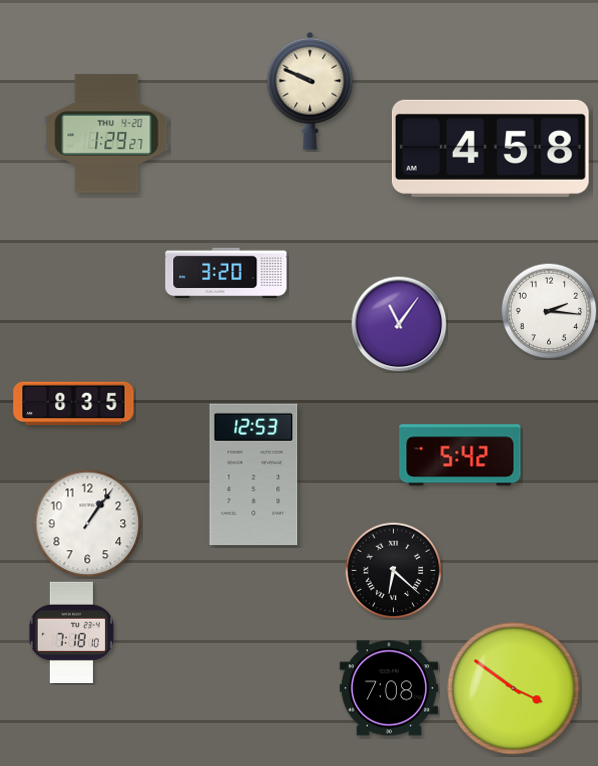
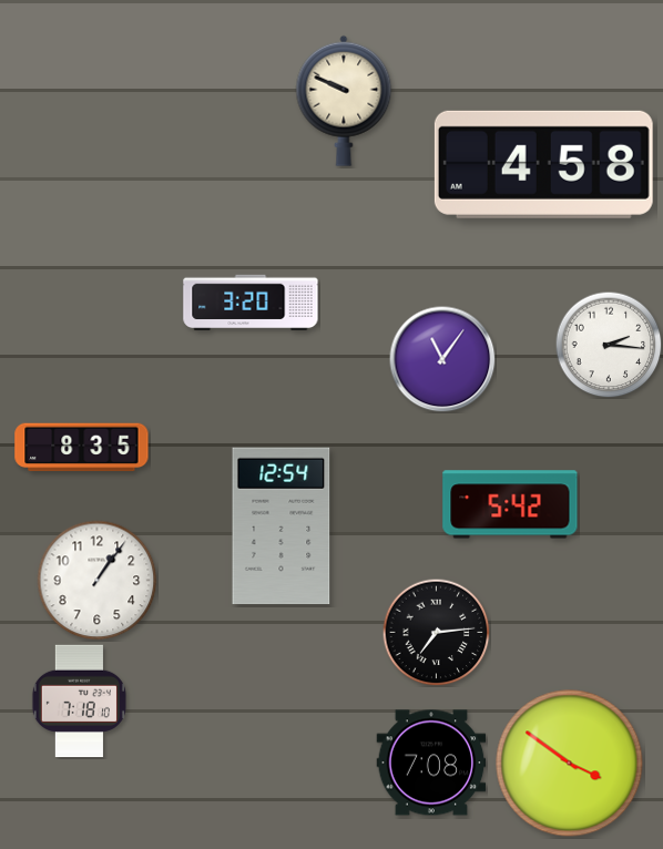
clock at (107, 133): 1:29 -> none
clock at (254, 475): 12:53 -> 12:54
clock at (393, 570): 6:22 -> 7:14
